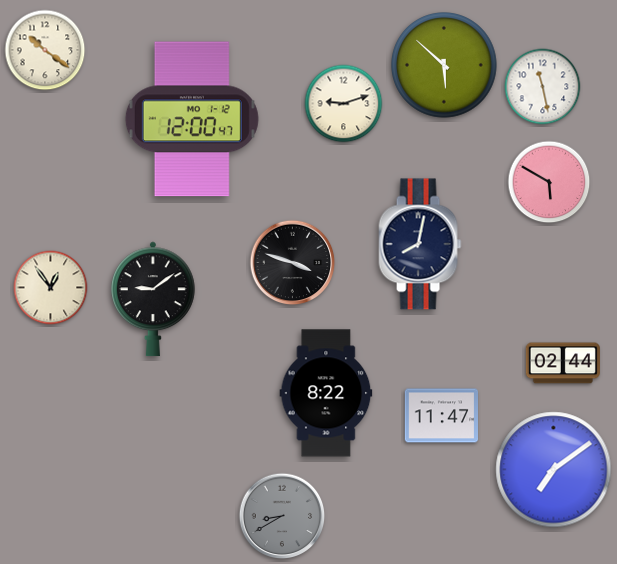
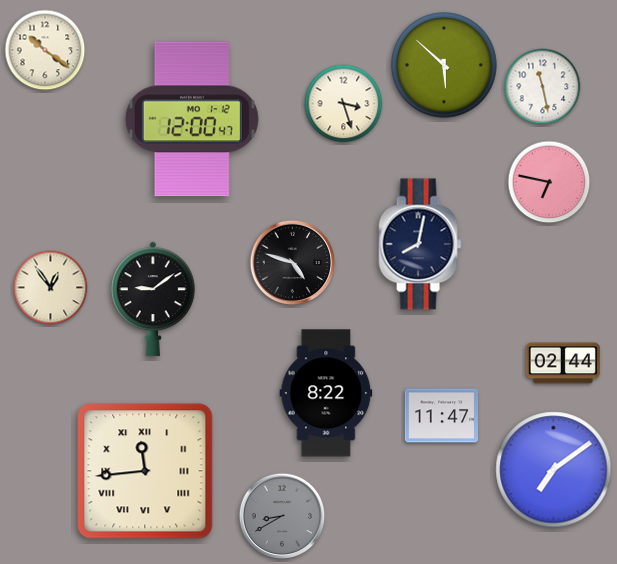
clock at (344, 104): 9:12 -> 3:27
clock at (549, 182): 5:50 -> 6:47
clock at (293, 263): 3:48 -> 4:48
clock at (145, 471): none -> 11:44
